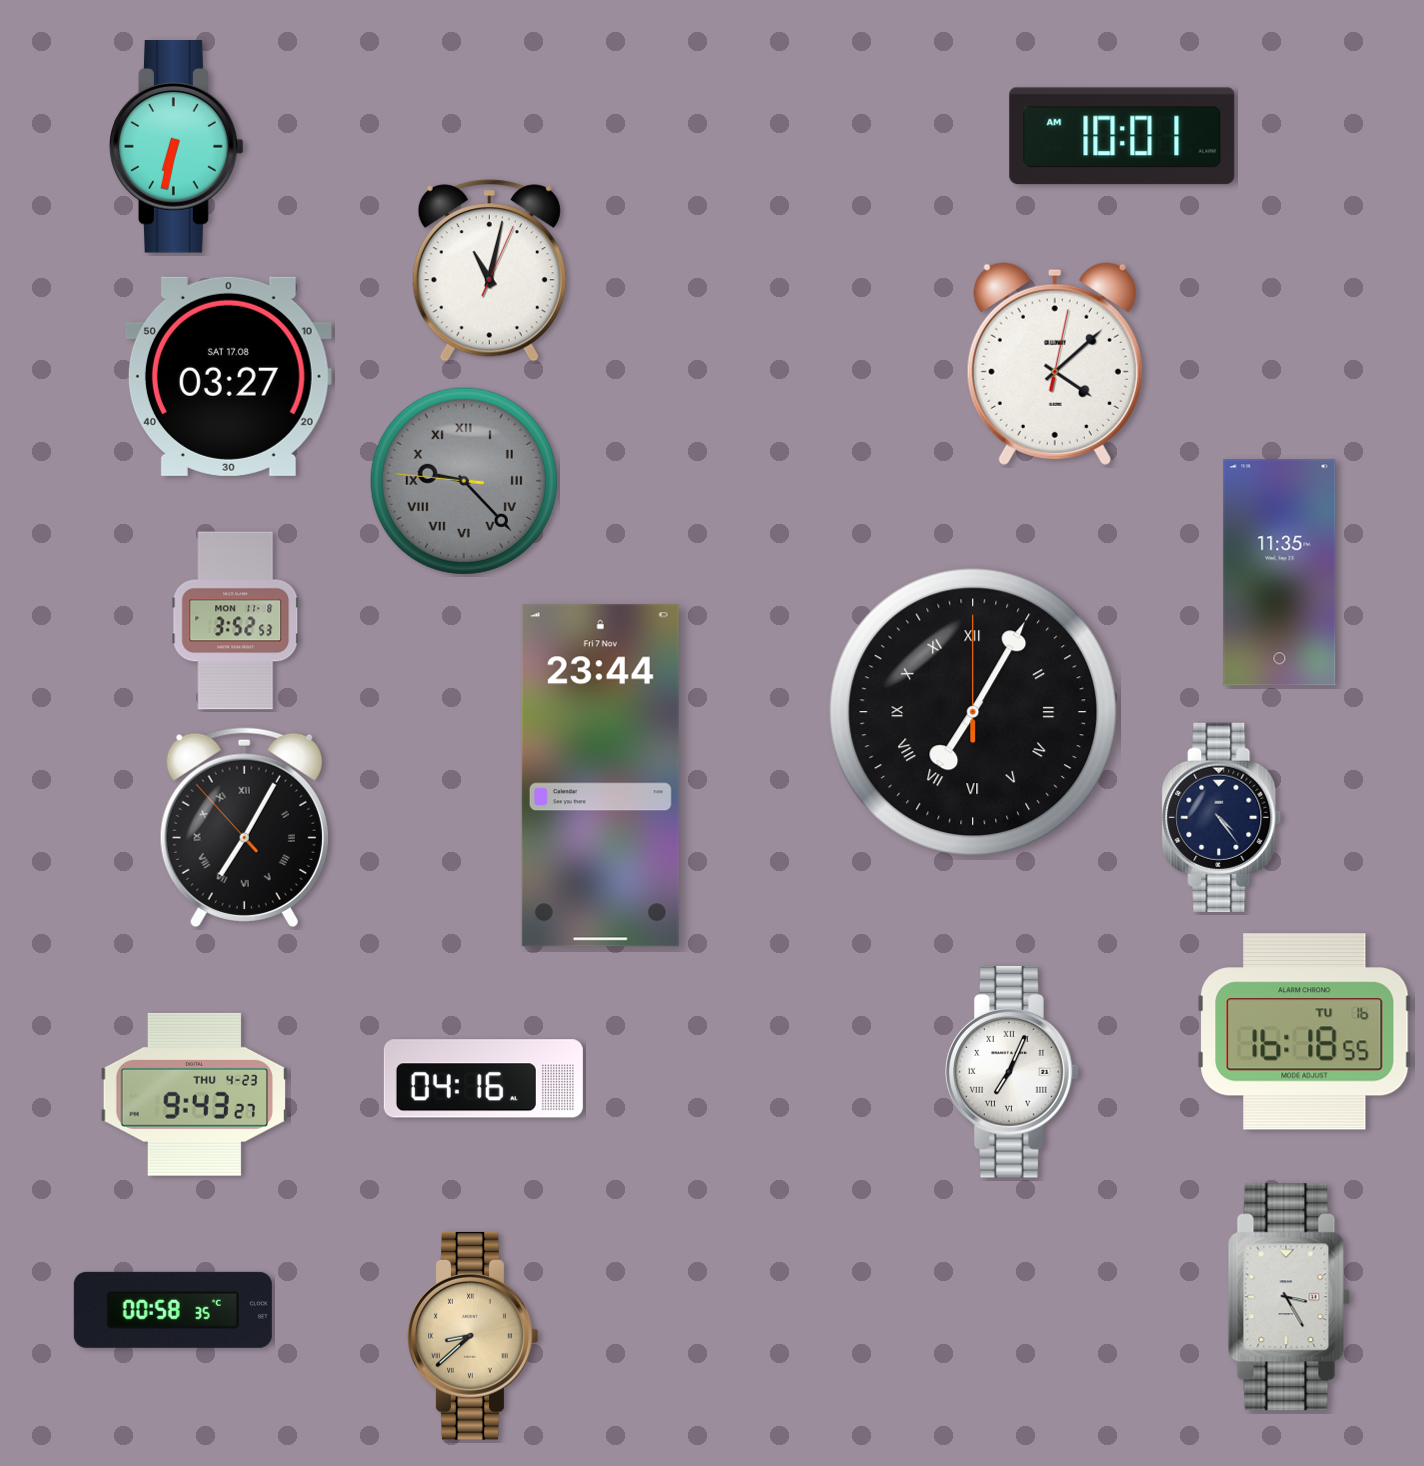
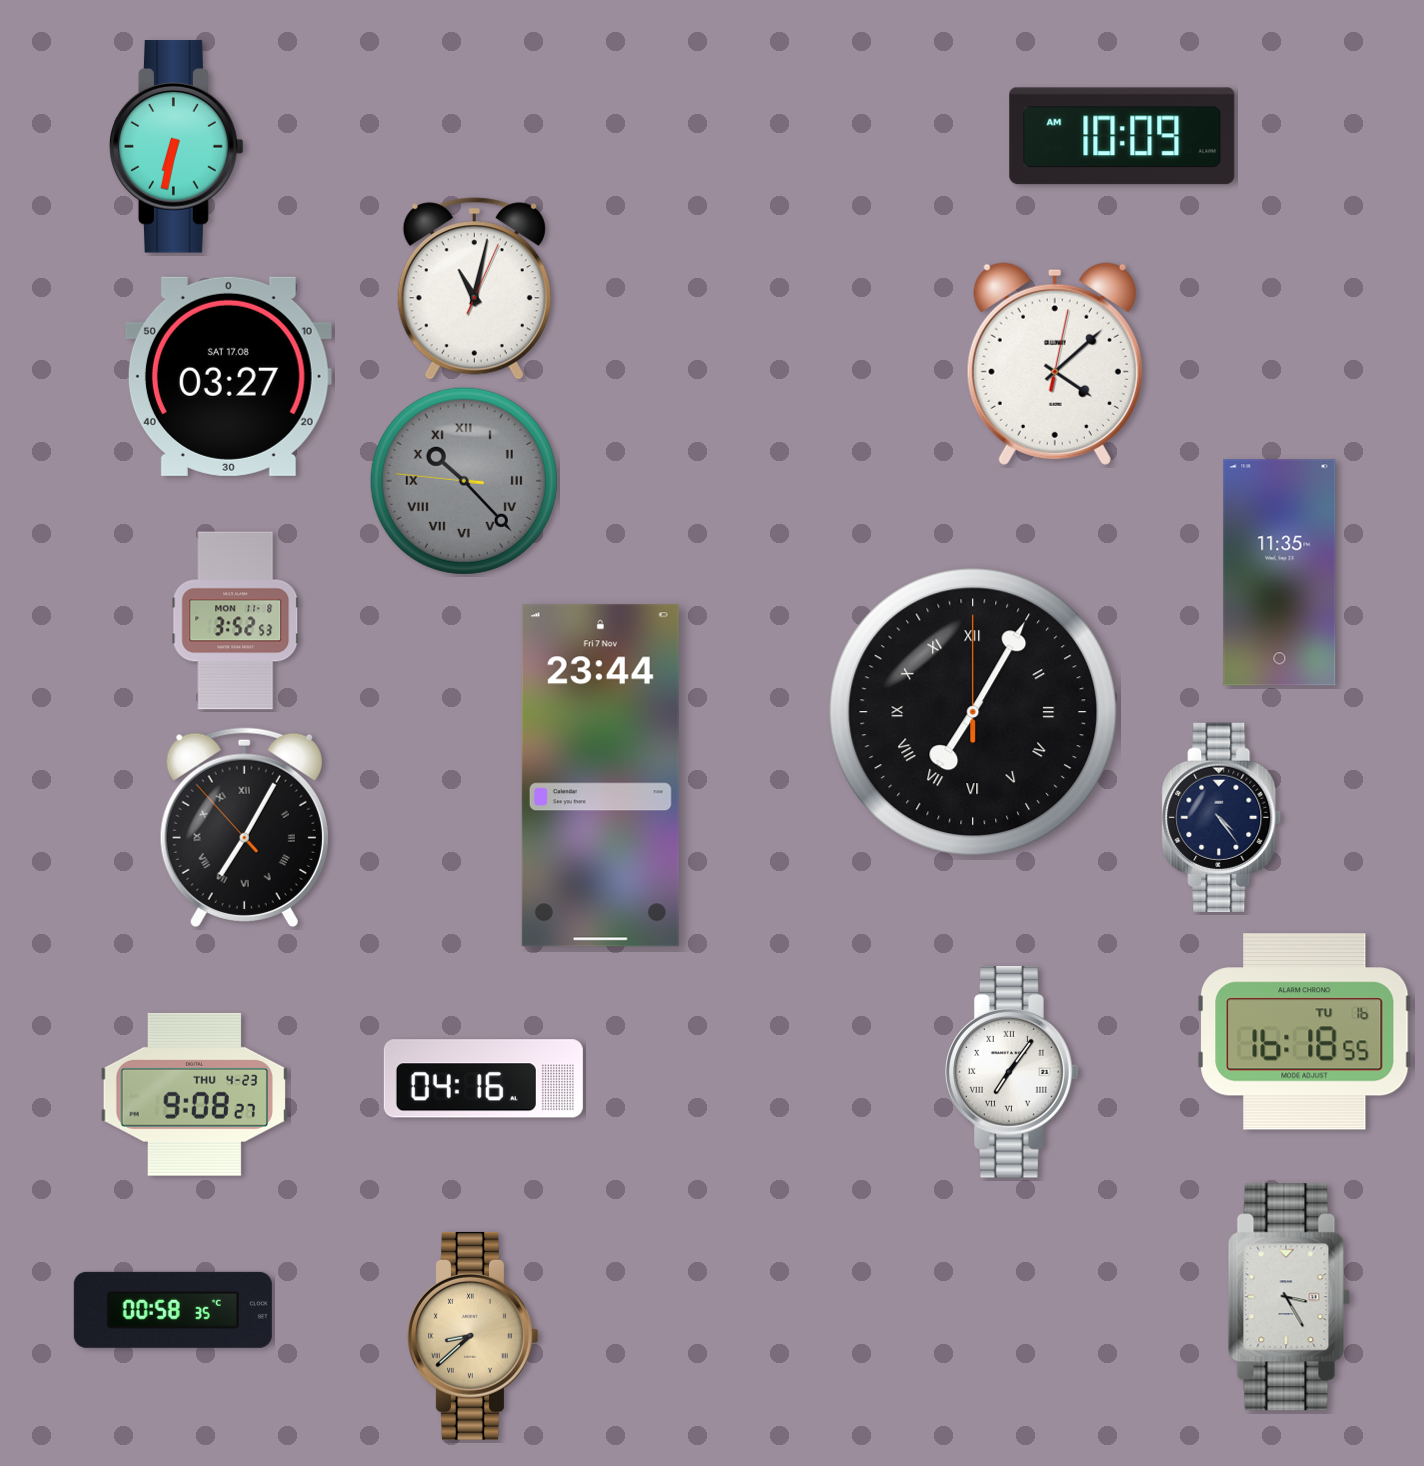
clock at (1122, 136): 10:01 -> 10:09
clock at (489, 271) position: (489, 271) -> (474, 289)
clock at (464, 481): 9:22 -> 10:22
clock at (1012, 1072): 7:04 -> 7:06
clock at (194, 1094): 9:43 -> 9:08
